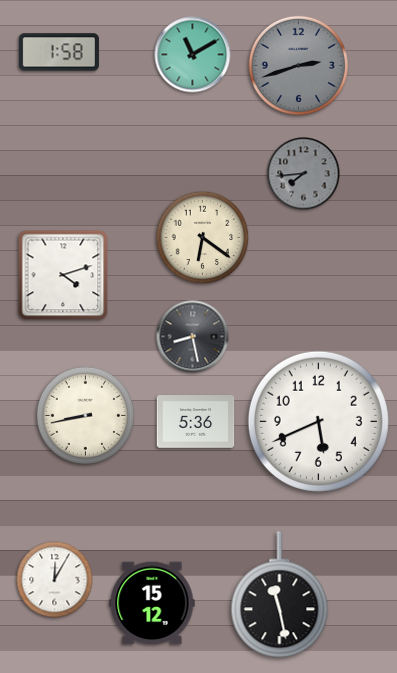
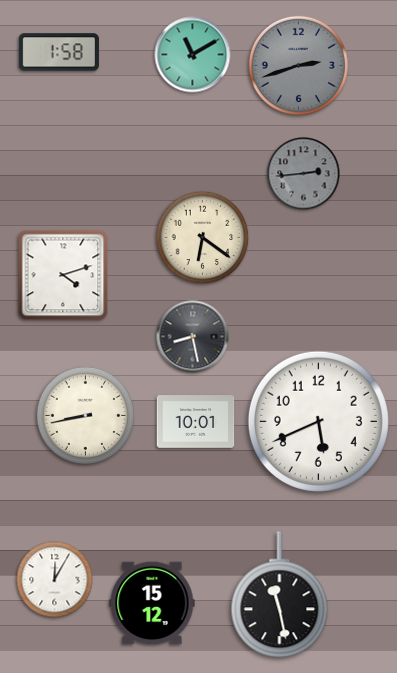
clock at (304, 174): 7:44 -> 2:44
clock at (196, 422): 5:36 -> 10:01
